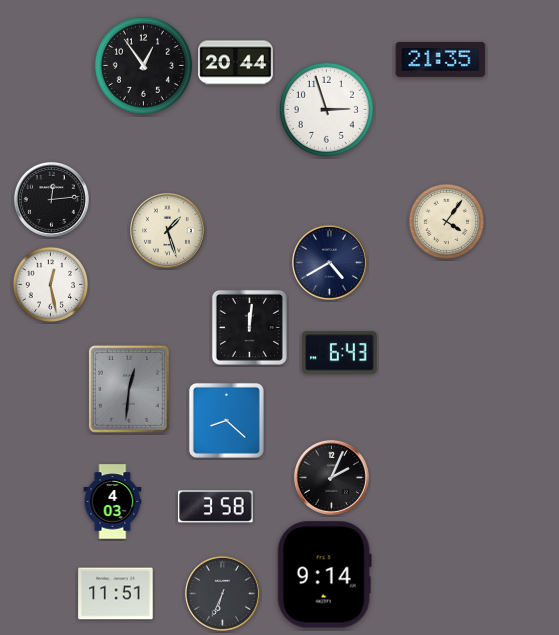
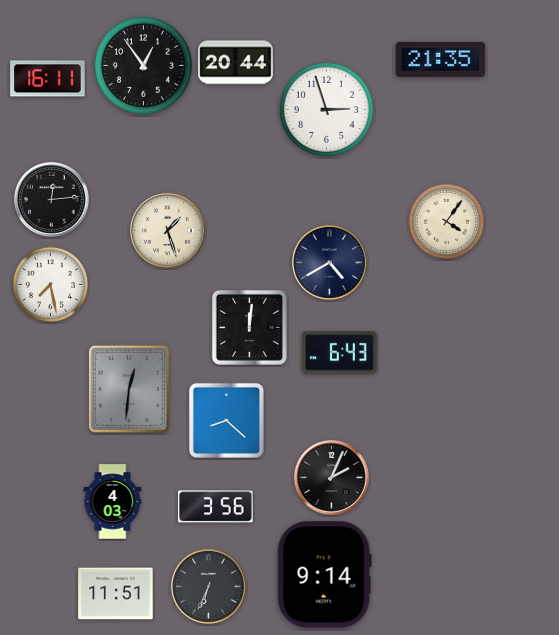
clock at (48, 79): none -> 16:11
clock at (51, 285): 12:28 -> 7:28
clock at (216, 507): 3:58 -> 3:56
clock at (222, 593) position: (222, 593) -> (208, 586)
